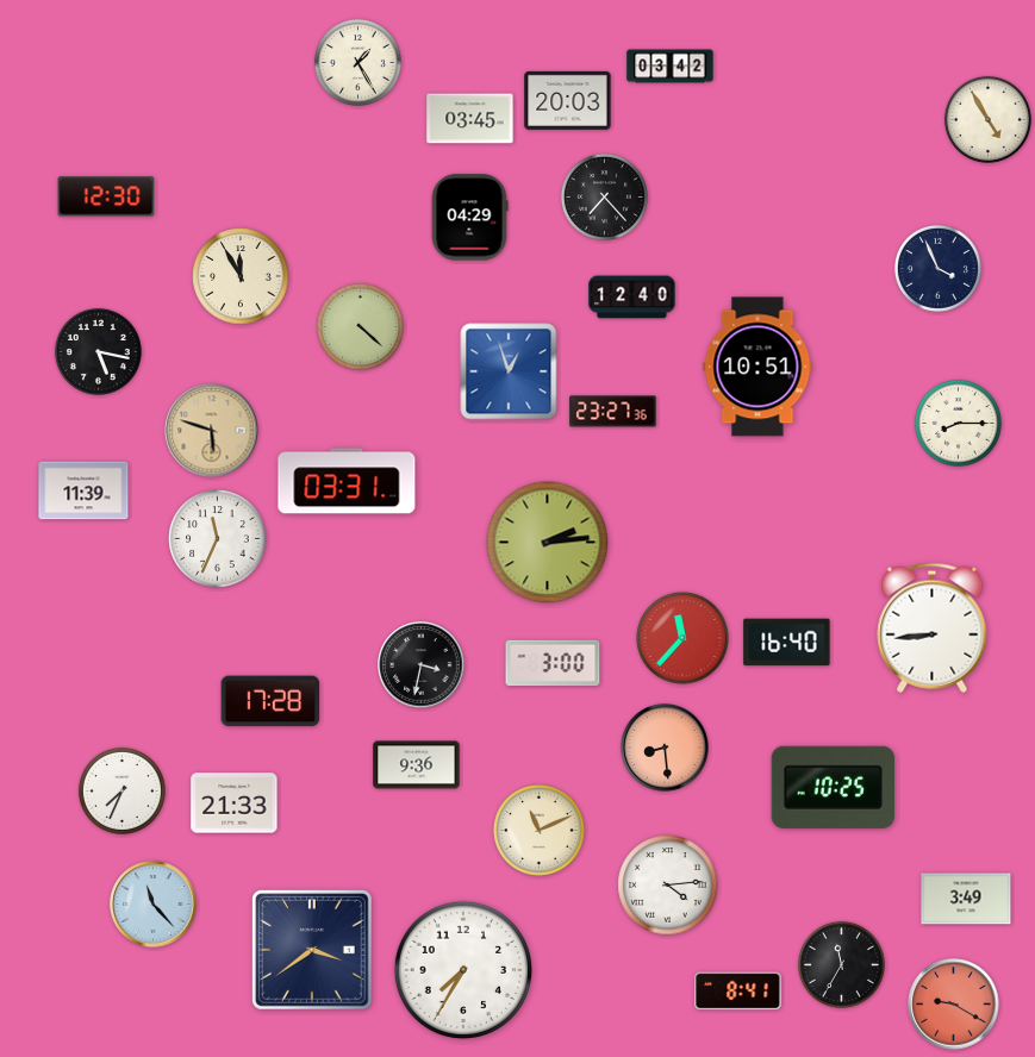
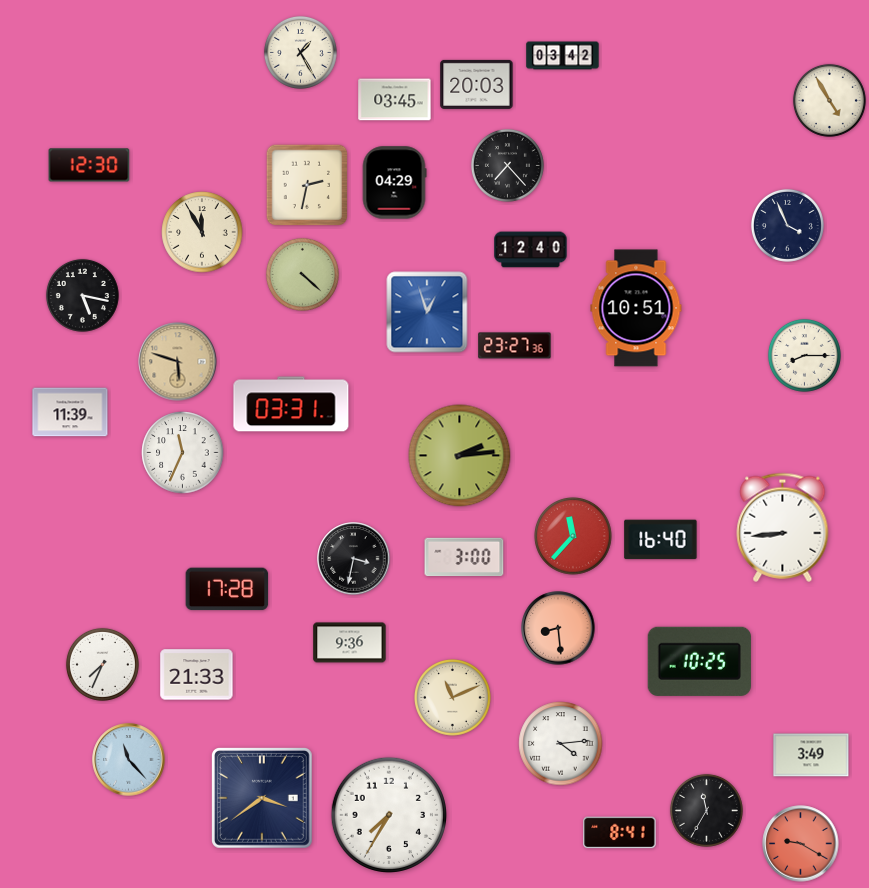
clock at (307, 185): none -> 2:32
